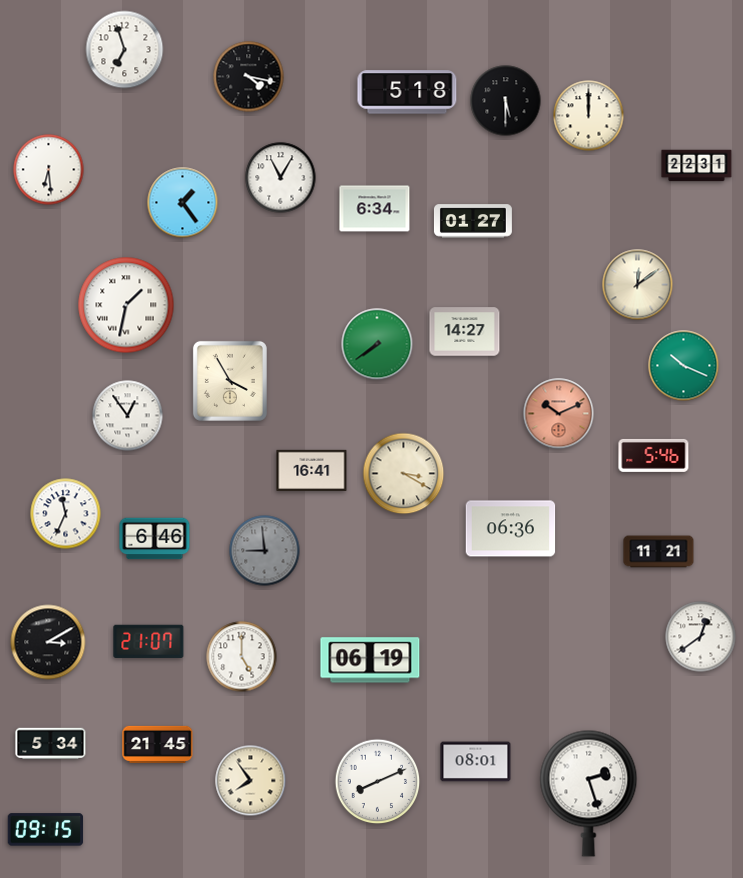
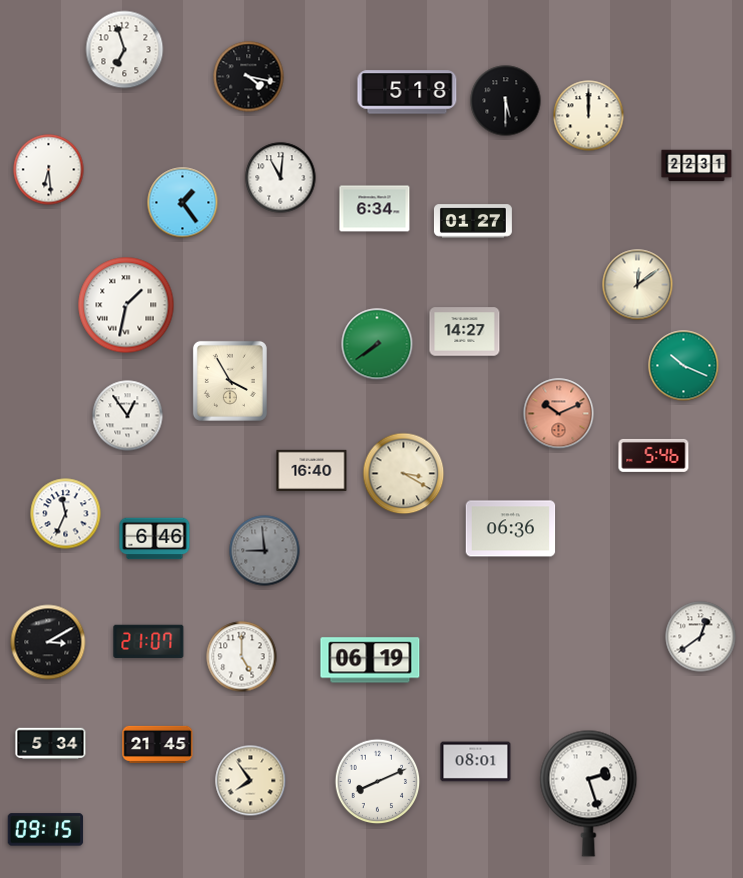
clock at (281, 178): 11:05 -> 11:01
clock at (312, 470): 16:41 -> 16:40
clock at (659, 552): 11:21 -> none
